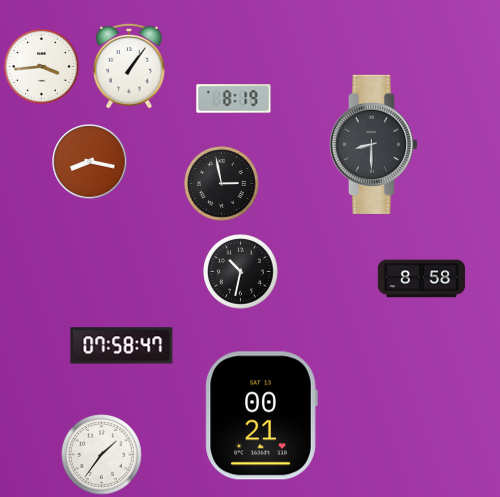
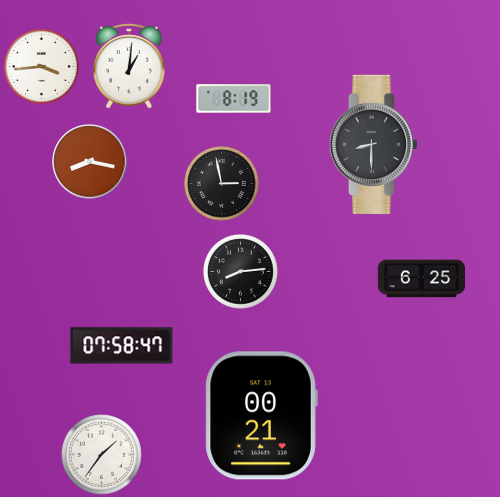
clock at (129, 66): 1:06 -> 1:01
clock at (241, 272): 10:32 -> 8:14
clock at (422, 279): 8:58 -> 6:25
